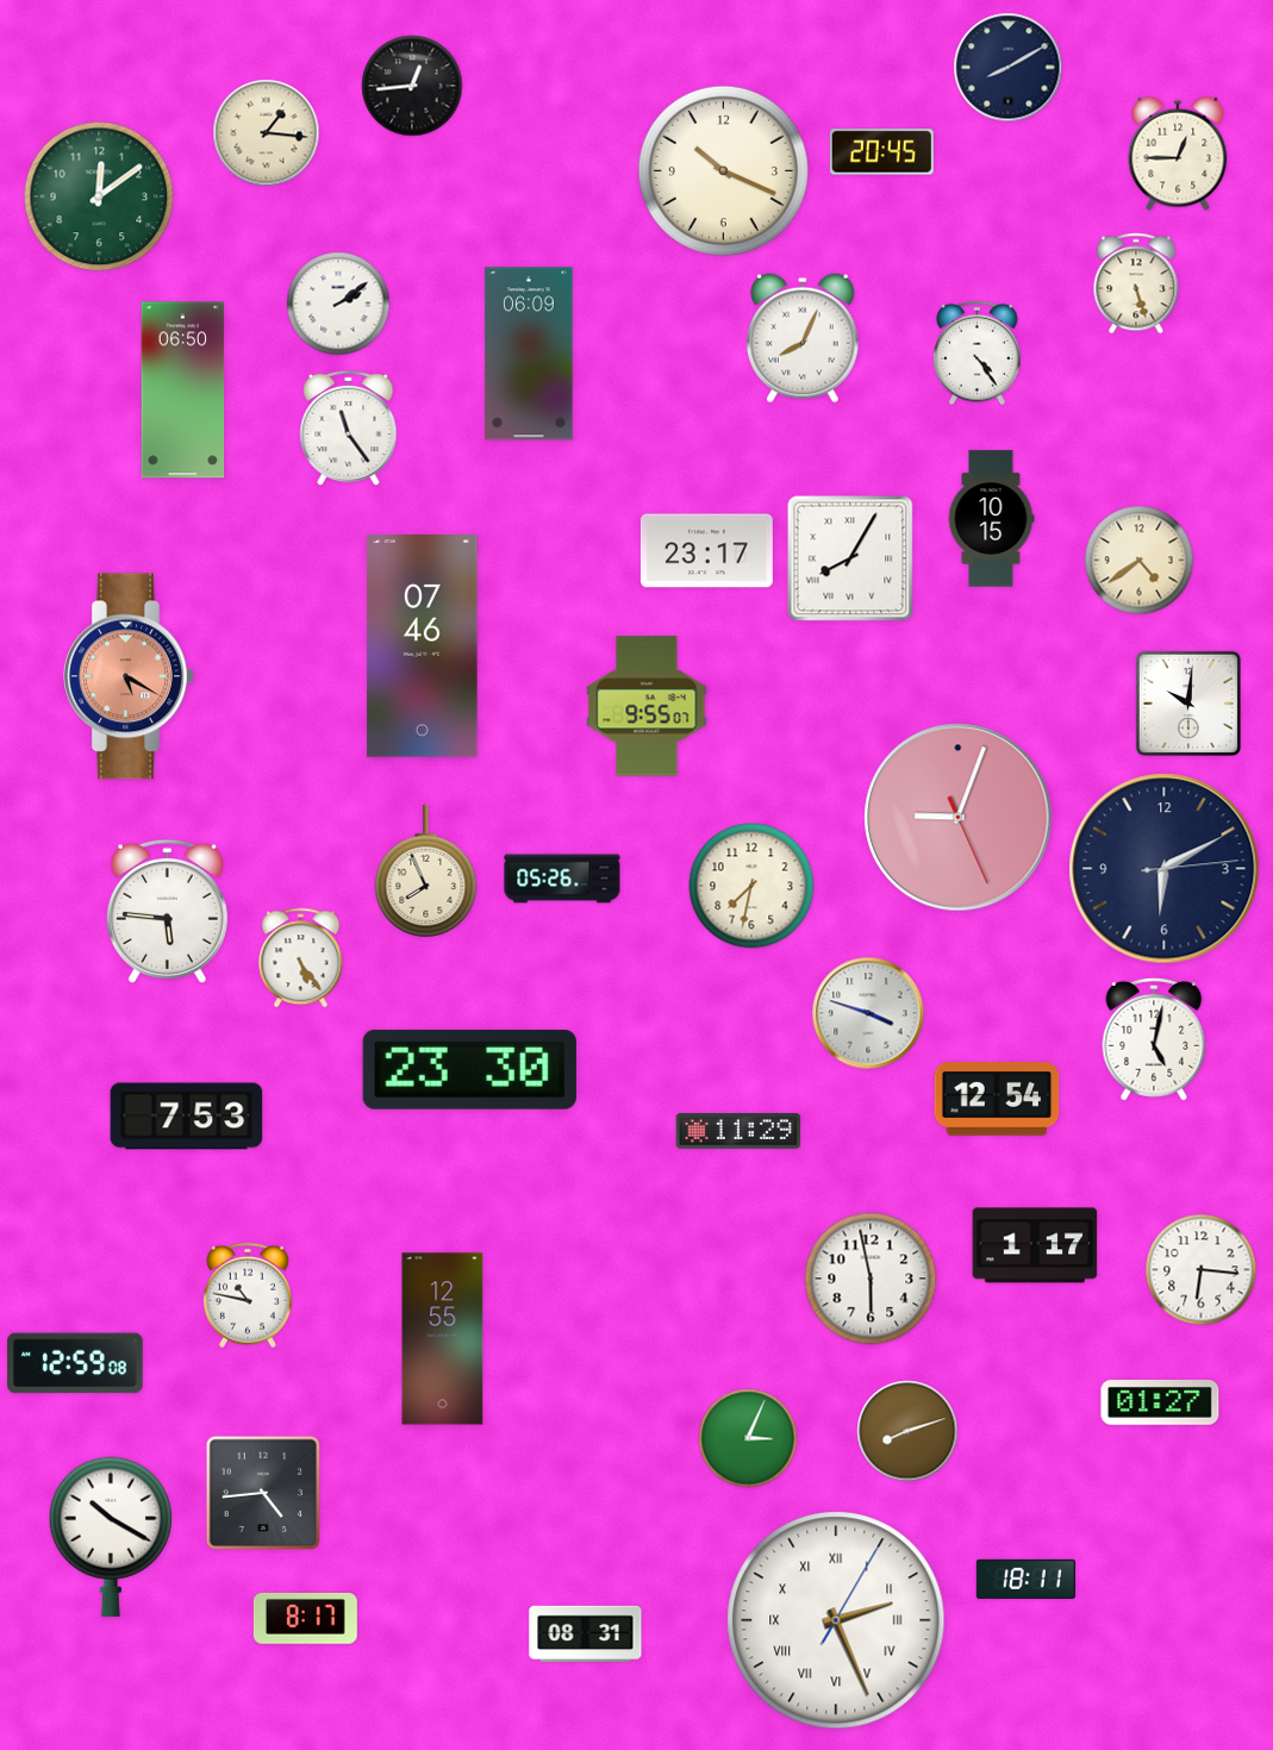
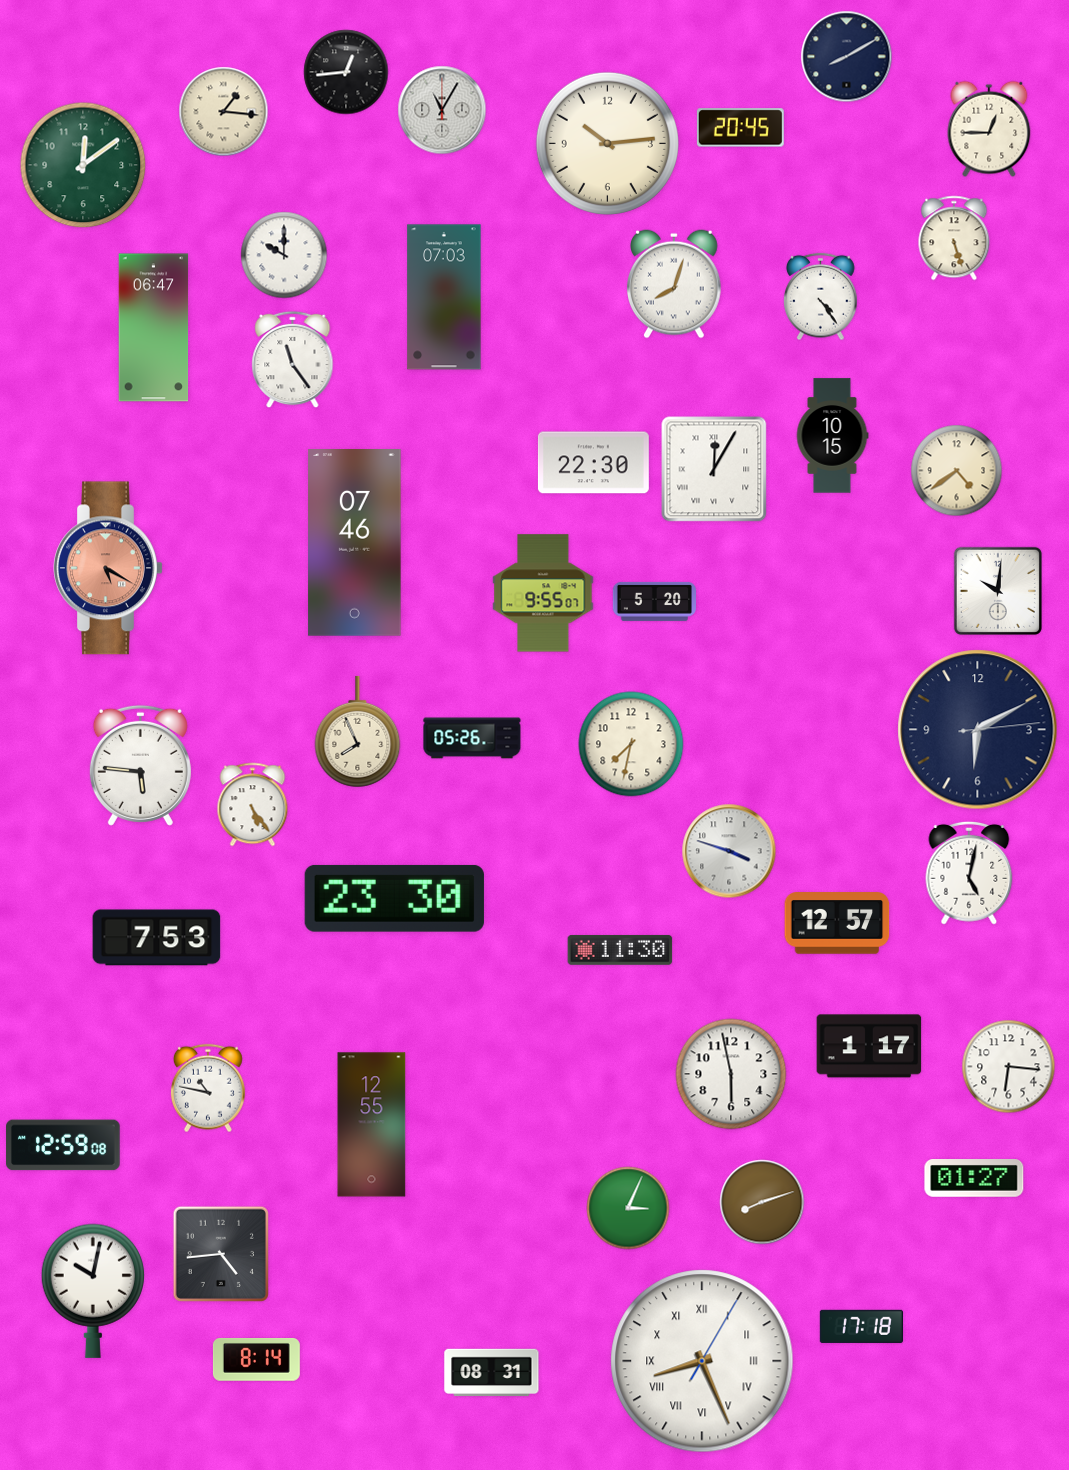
clock at (442, 110): none -> 11:05
clock at (723, 170): 10:19 -> 10:14
clock at (338, 304): 2:09 -> 10:00
clock at (804, 338): 8:04 -> 8:03
clock at (529, 354): 06:09 -> 07:03
clock at (183, 390): 06:50 -> 06:47
clock at (706, 551): 23:17 -> 22:30
clock at (850, 558): 8:05 -> 12:05
clock at (655, 601): none -> 5:20
clock at (959, 818): 9:03 -> none
clock at (997, 1099): 12:54 -> 12:57
clock at (738, 1131): 11:29 -> 11:30
clock at (110, 1537): 10:20 -> 10:02
clock at (1025, 1579): 18:11 -> 17:18
clock at (305, 1619): 8:17 -> 8:14
clock at (836, 1620): 2:26 -> 8:26
